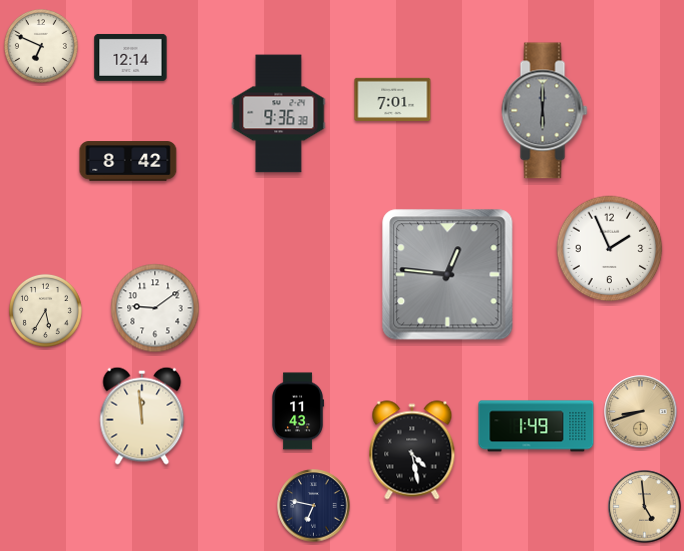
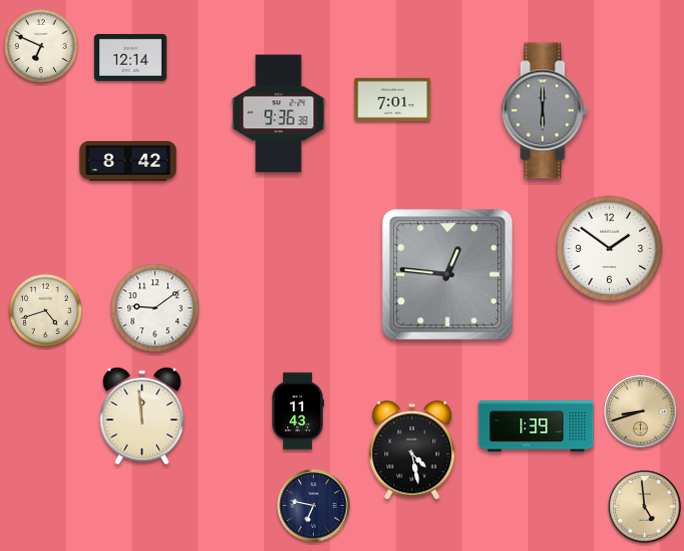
clock at (610, 249): 1:56 -> 1:51
clock at (45, 310): 5:35 -> 4:42
clock at (536, 426): 1:49 -> 1:39
